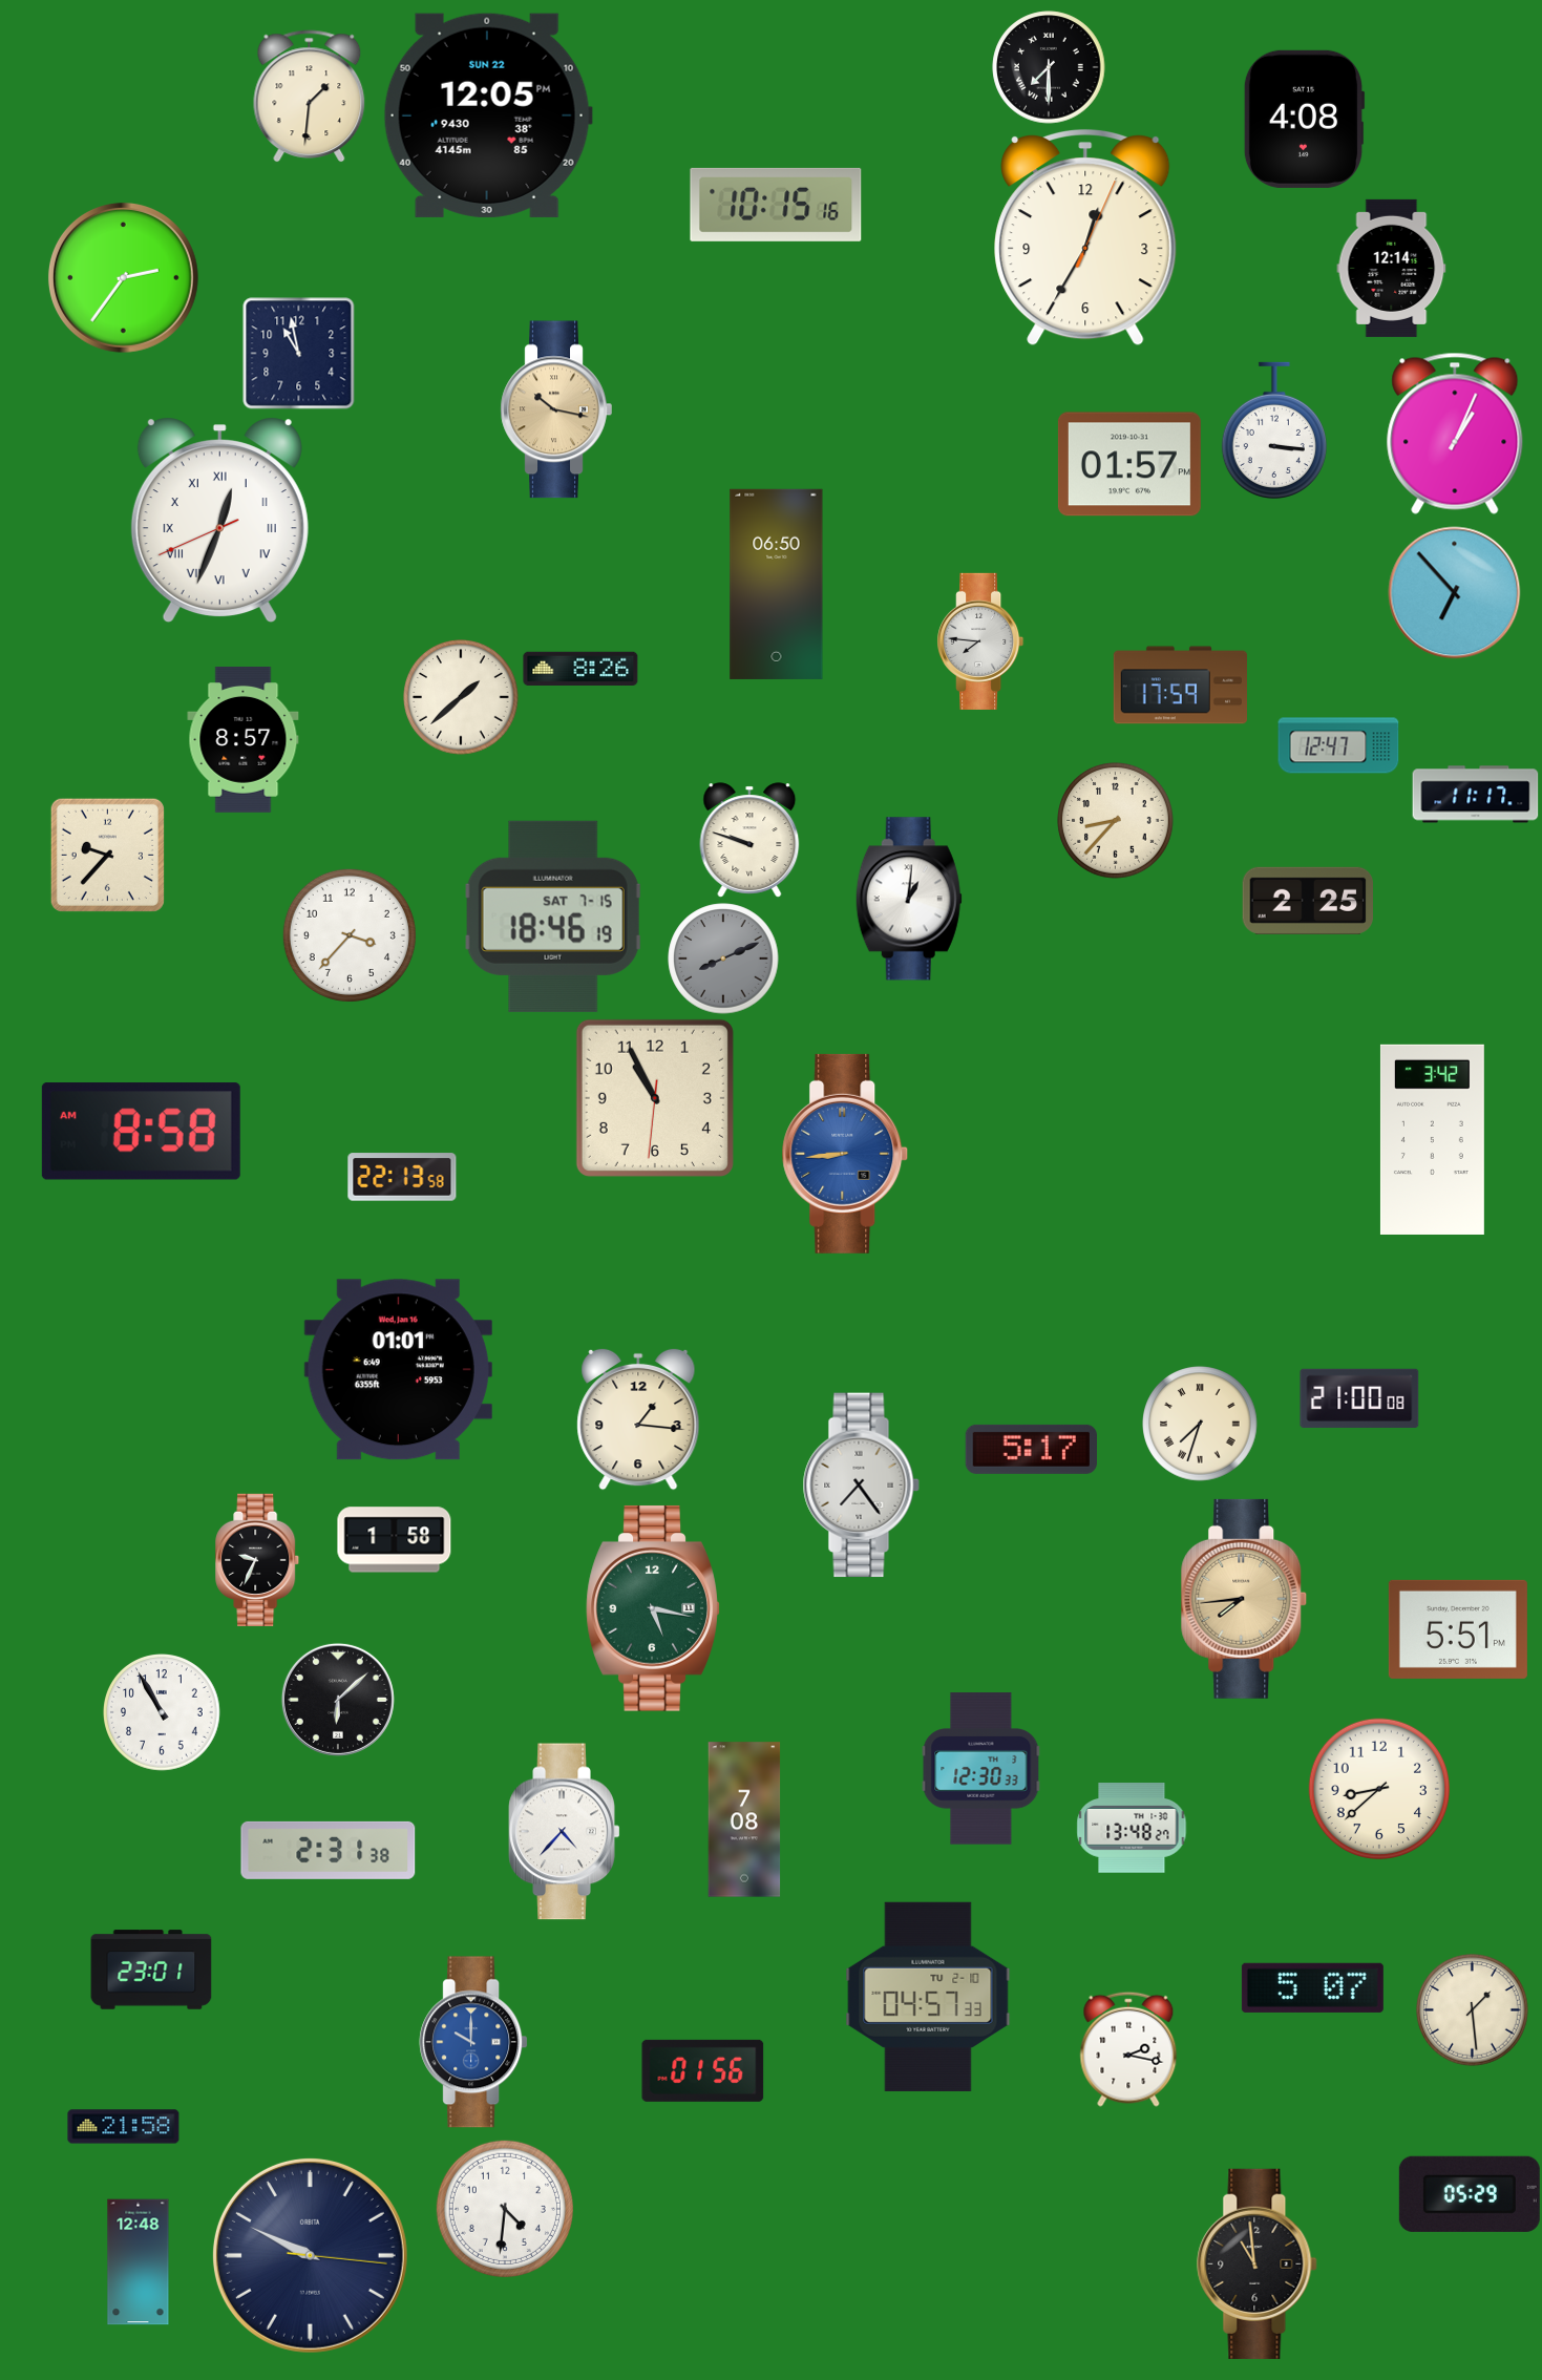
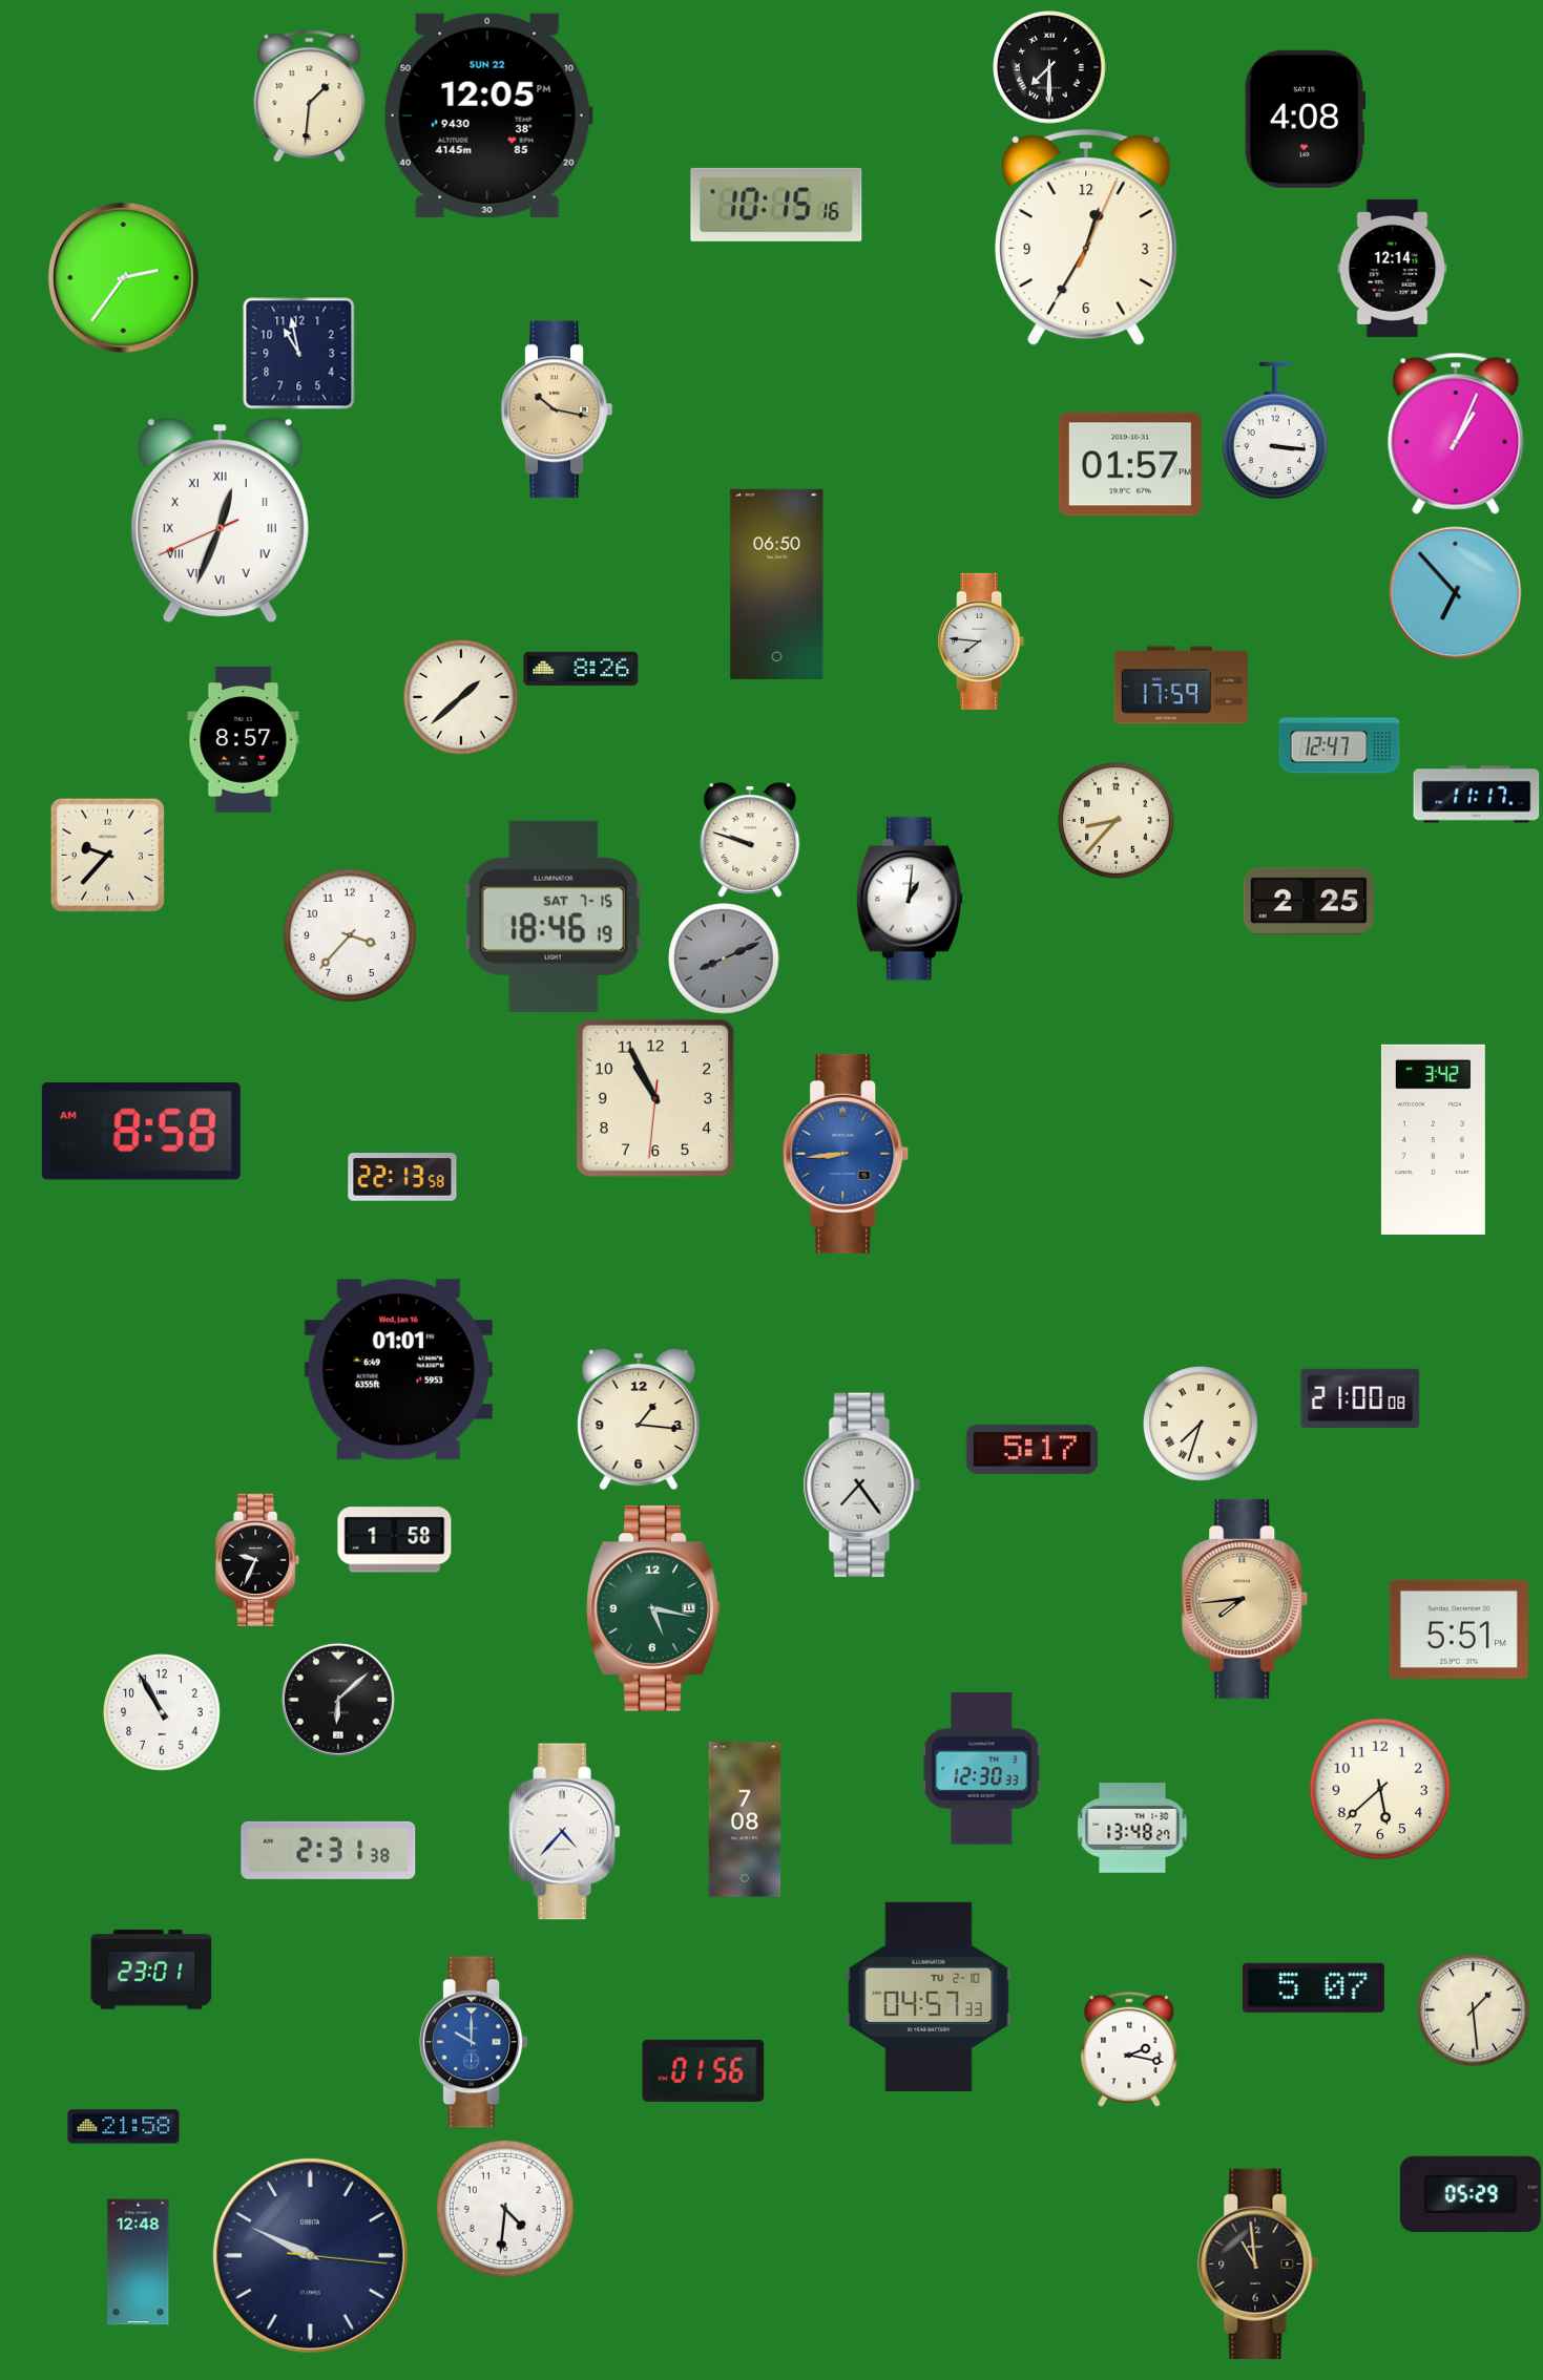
clock at (1378, 1788): 8:38 -> 5:38
